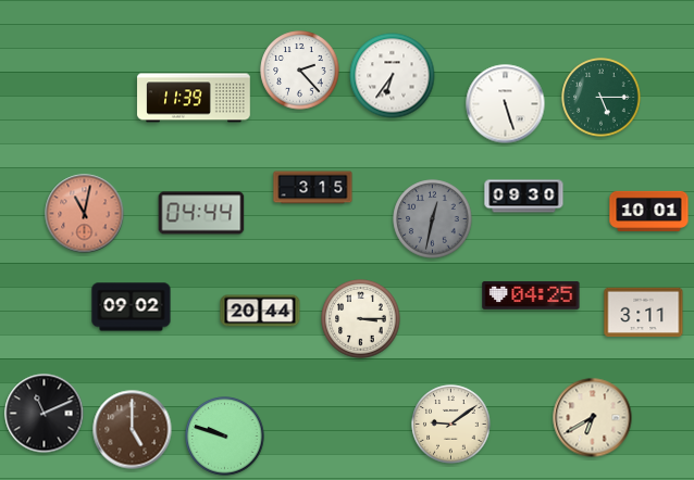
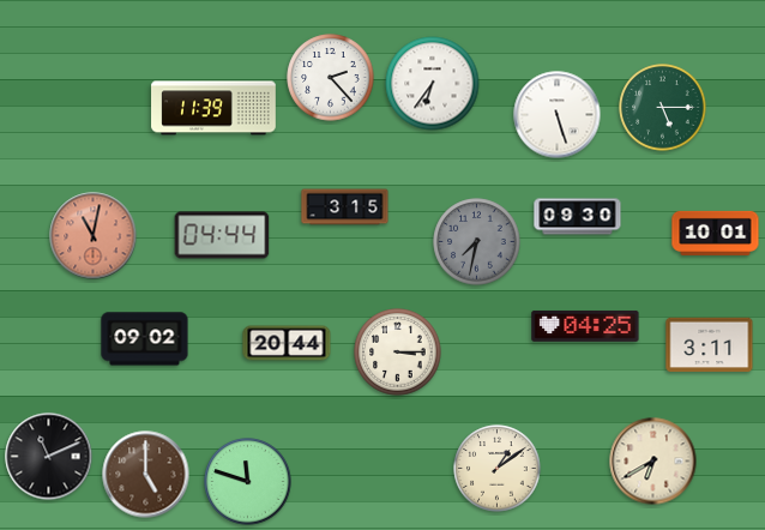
clock at (433, 219): 12:32 -> 7:32
clock at (451, 425): 9:09 -> 1:09
clock at (225, 437): 9:48 -> 11:48
